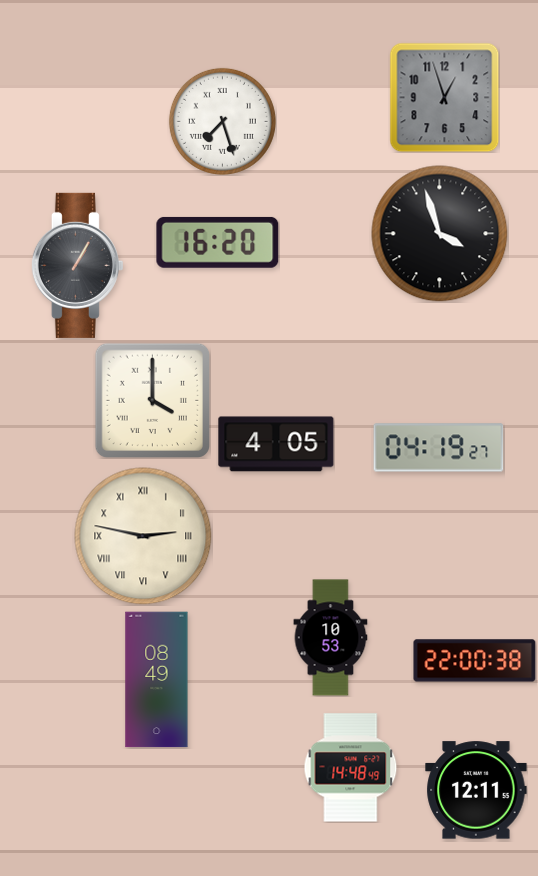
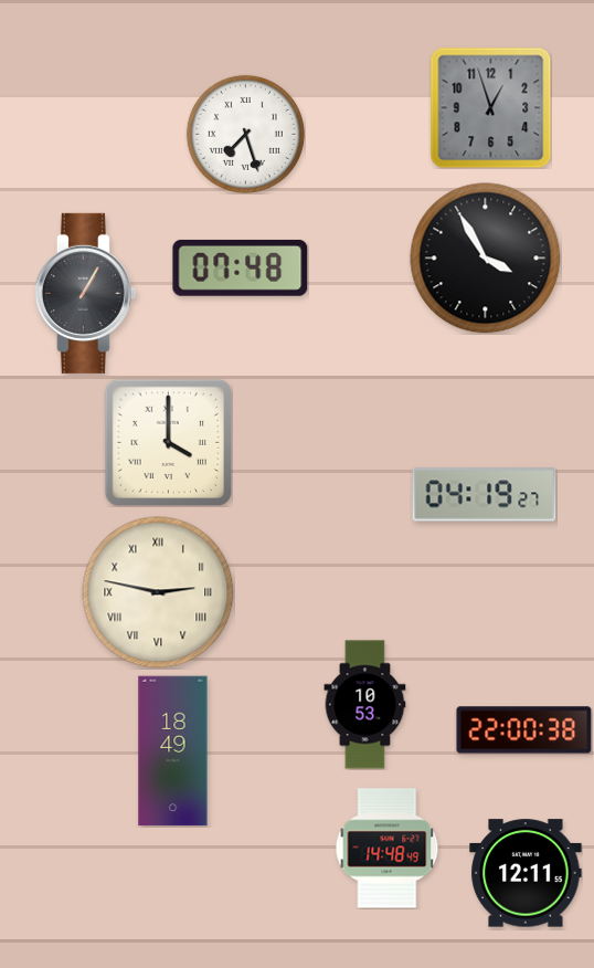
clock at (440, 234): 3:57 -> 3:55
clock at (218, 242): 16:20 -> 07:48
clock at (276, 444): 4:05 -> none
clock at (157, 680): 08:49 -> 18:49
